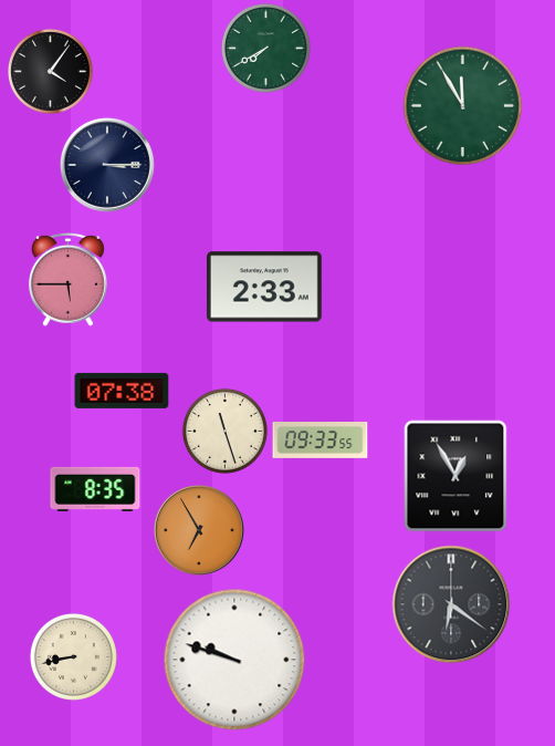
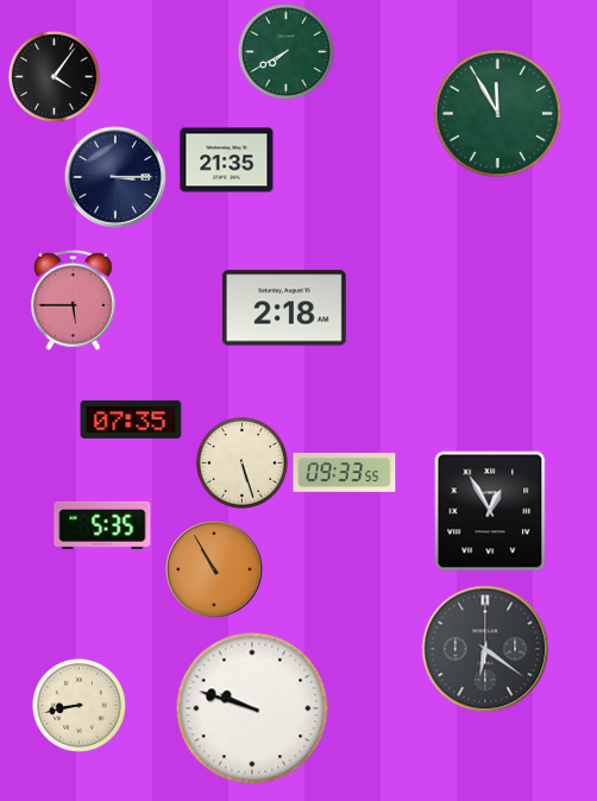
clock at (227, 160): none -> 21:35
clock at (264, 287): 2:33 -> 2:18
clock at (122, 391): 07:38 -> 07:35
clock at (224, 431): 11:27 -> 5:27
clock at (95, 489): 8:35 -> 5:35
clock at (200, 531): 6:55 -> 10:55
